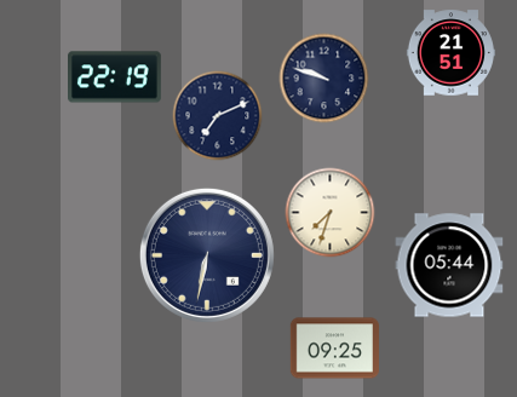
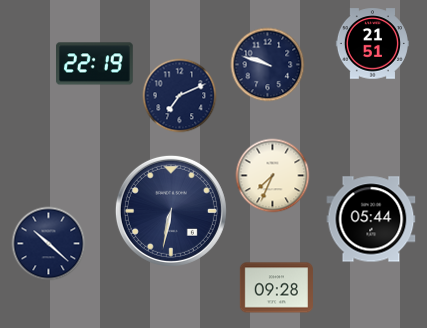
clock at (331, 213): 7:33 -> 7:34
clock at (49, 244): none -> 10:22
clock at (334, 349): 09:25 -> 09:28
